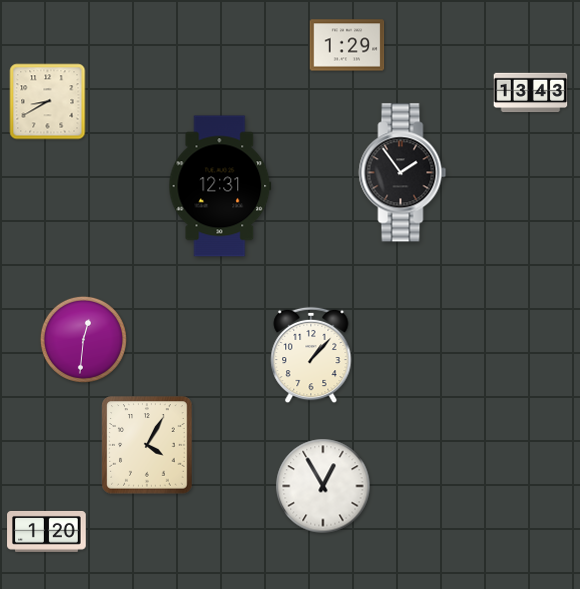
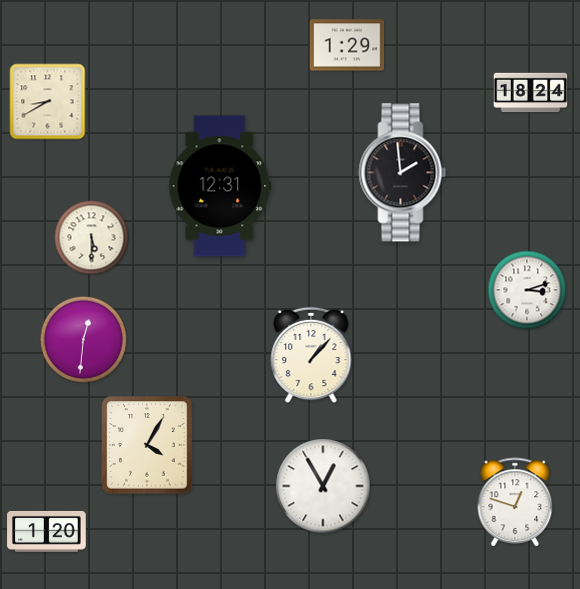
clock at (531, 93): 13:43 -> 18:24
clock at (403, 173): 1:54 -> 1:59
clock at (92, 238): none -> 5:30
clock at (527, 290): none -> 3:12
clock at (515, 502): none -> 12:48
